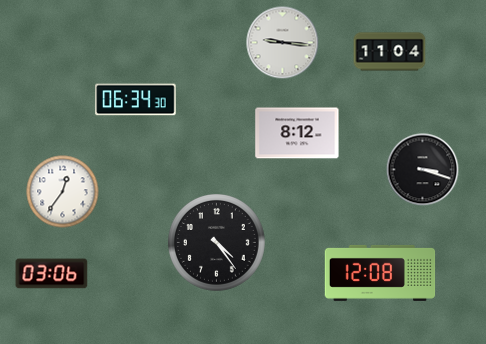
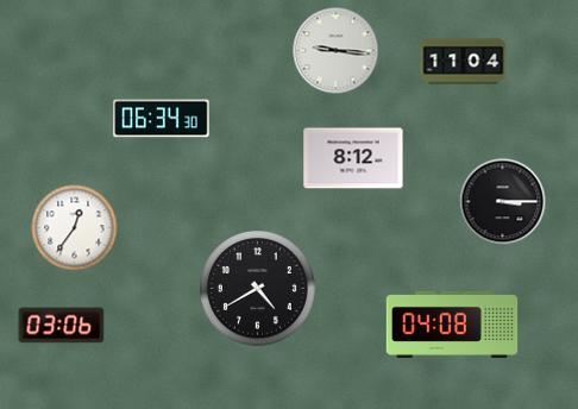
clock at (423, 170): 3:18 -> 3:15
clock at (217, 243): 4:24 -> 4:40
clock at (380, 273): 12:08 -> 04:08
